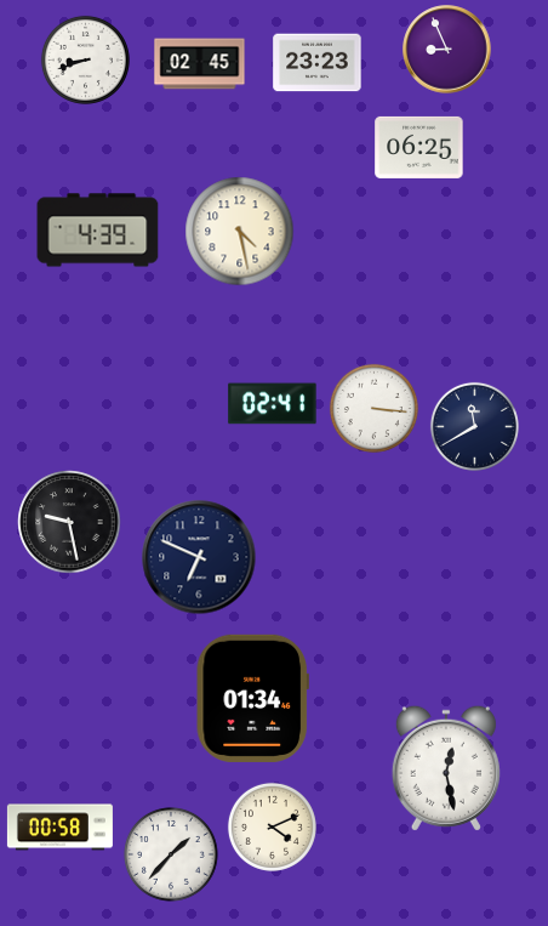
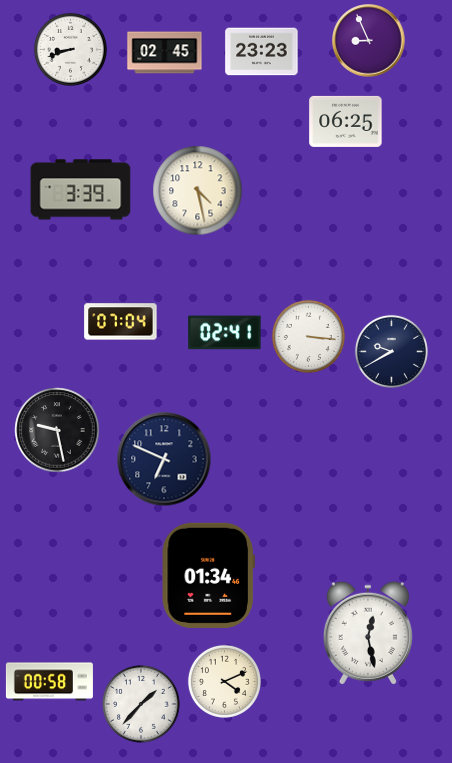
clock at (98, 231): 4:39 -> 3:39
clock at (121, 322): none -> 07:04
clock at (474, 426): 11:40 -> 9:40
